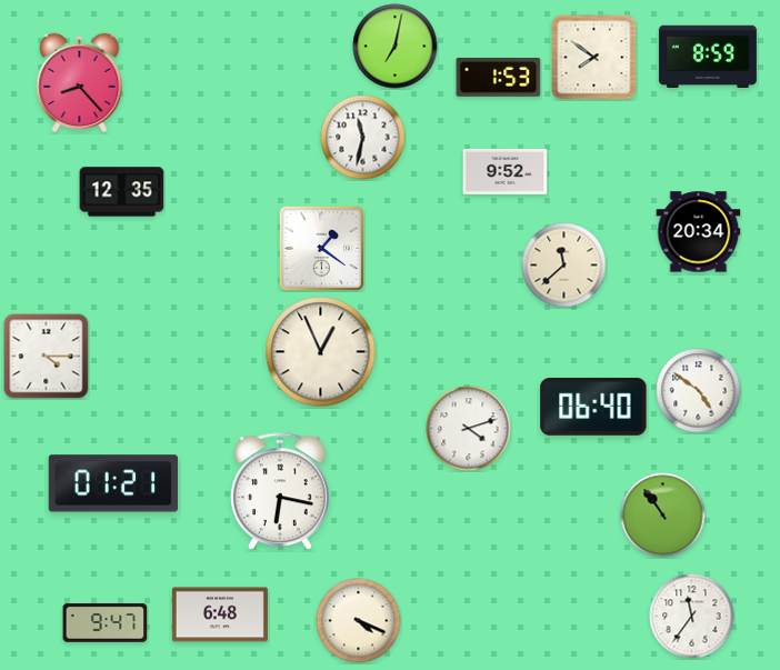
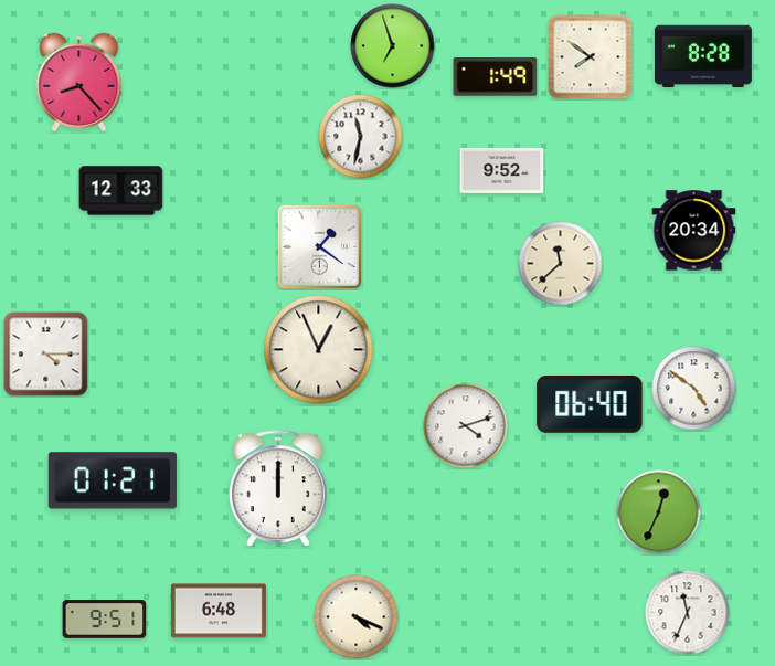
clock at (396, 47): 7:02 -> 6:57
clock at (708, 56): 8:59 -> 8:28
clock at (499, 77): 1:53 -> 1:49
clock at (122, 192): 12:35 -> 12:33
clock at (281, 492): 6:17 -> 12:00
clock at (663, 516): 10:54 -> 12:34
clock at (692, 617): 11:36 -> 11:34
clock at (106, 623): 9:47 -> 9:51
